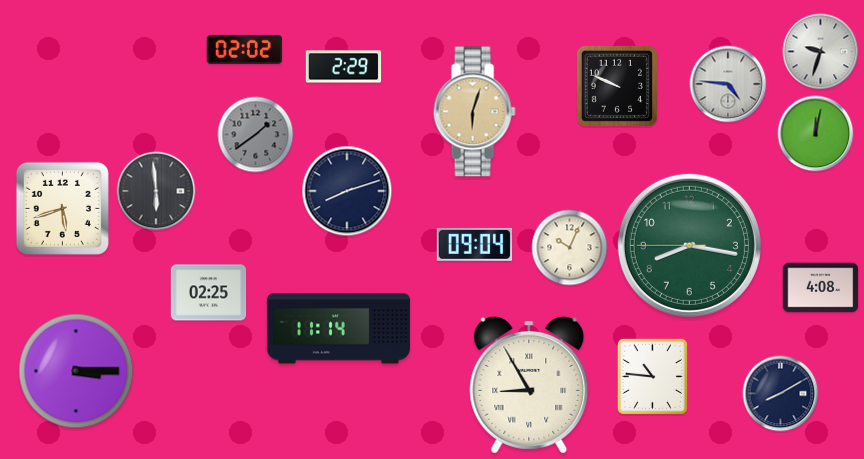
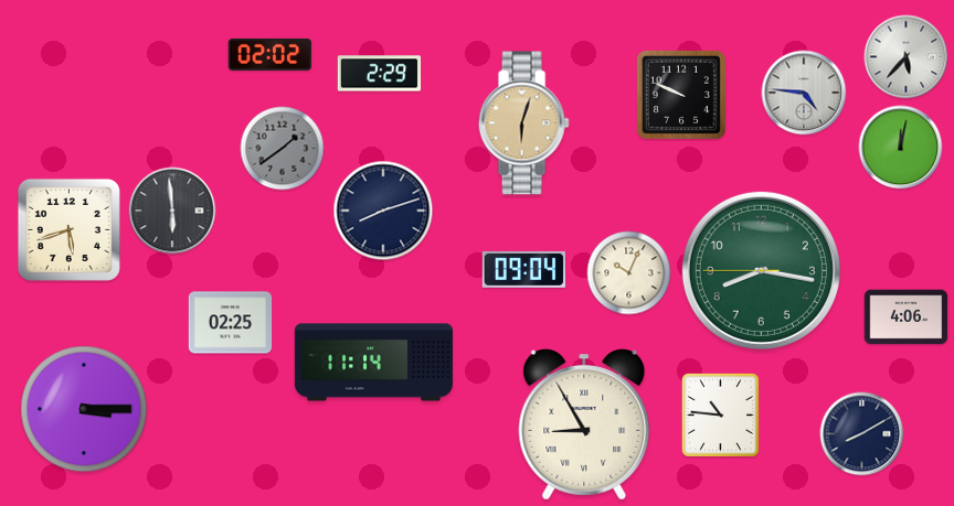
clock at (821, 52): 9:33 -> 5:37
clock at (821, 288): 4:08 -> 4:06
